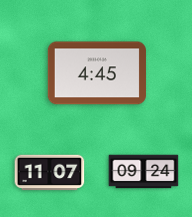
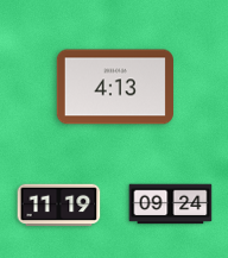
clock at (97, 73): 4:45 -> 4:13
clock at (50, 173): 11:07 -> 11:19
